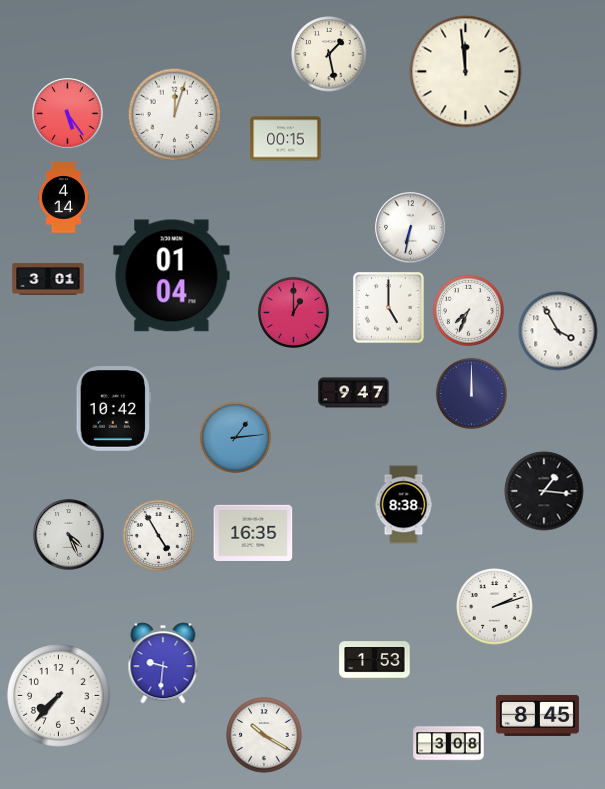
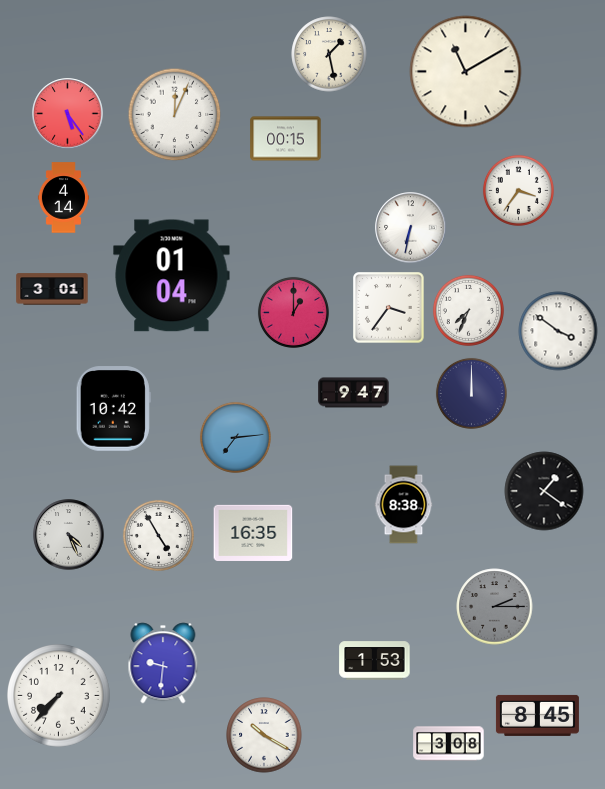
clock at (466, 72): 11:59 -> 11:10
clock at (175, 115): 12:03 -> 12:04
clock at (518, 190): none -> 3:36
clock at (48, 279) position: (48, 279) -> (52, 289)
clock at (389, 308): 5:00 -> 3:36
clock at (558, 331): 3:55 -> 3:51
clock at (235, 437): 1:14 -> 7:14
clock at (544, 491): 1:16 -> 1:21
clock at (495, 607): 2:12 -> 2:15
clock at (495, 607) dial: white -> grey
